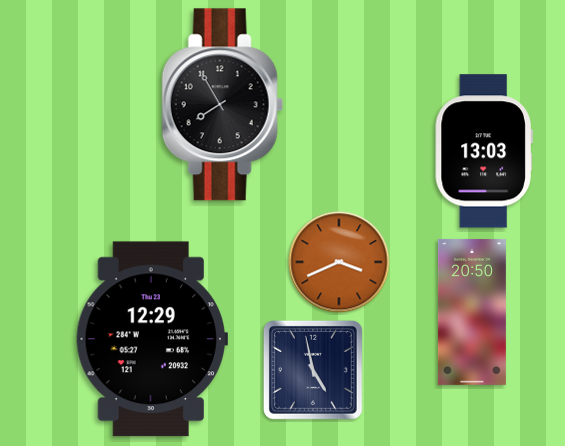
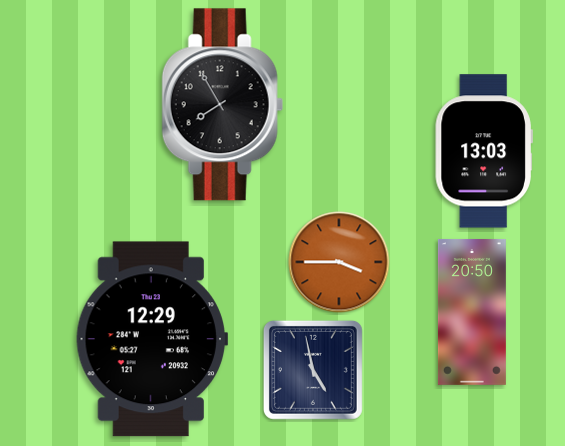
clock at (339, 262): 3:41 -> 3:45
